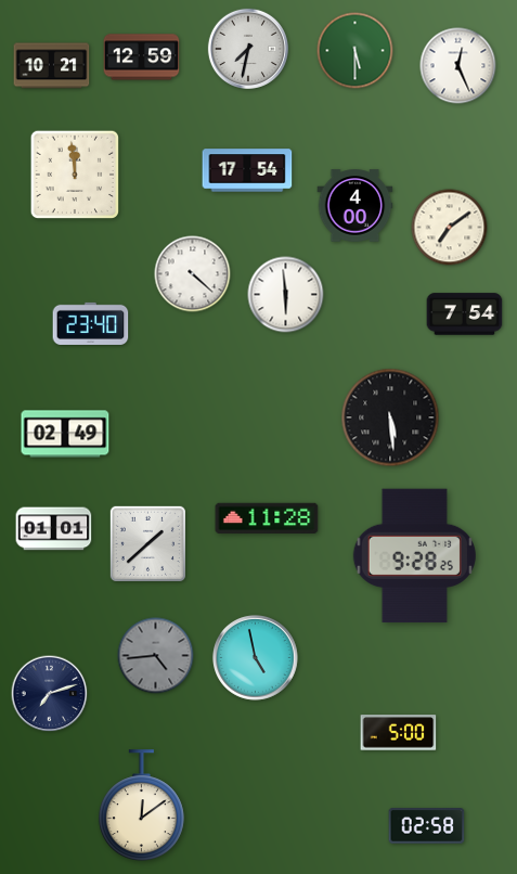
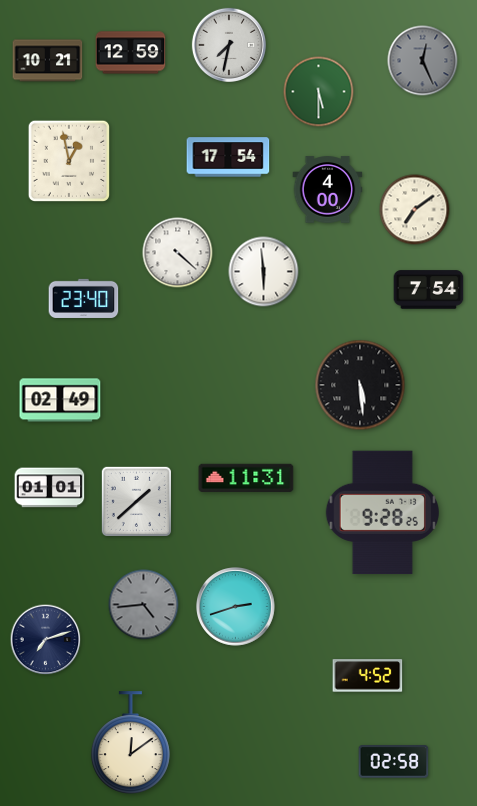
clock at (356, 51) position: (356, 51) -> (319, 92)
clock at (458, 66) dial: white -> grey
clock at (74, 173): 11:59 -> 12:58
clock at (267, 517): 11:28 -> 11:31
clock at (256, 658): 4:58 -> 2:42
clock at (399, 733): 5:00 -> 4:52
